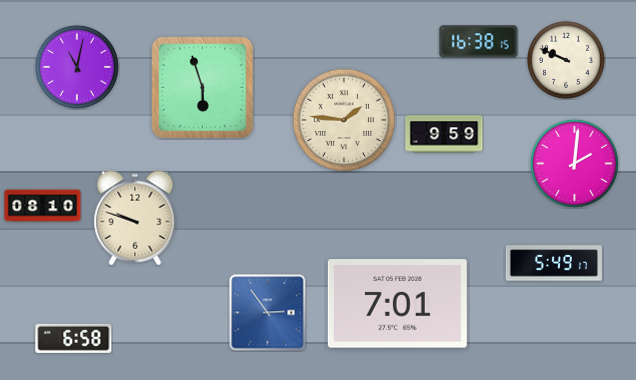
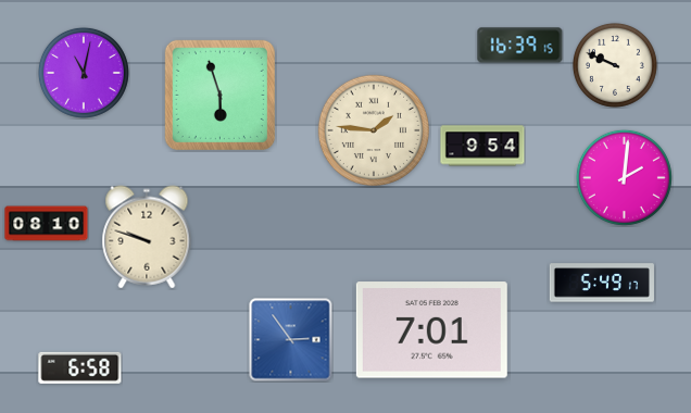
clock at (479, 42): 16:38 -> 16:39
clock at (444, 134): 9:59 -> 9:54
clock at (554, 263) position: (554, 263) -> (602, 283)
